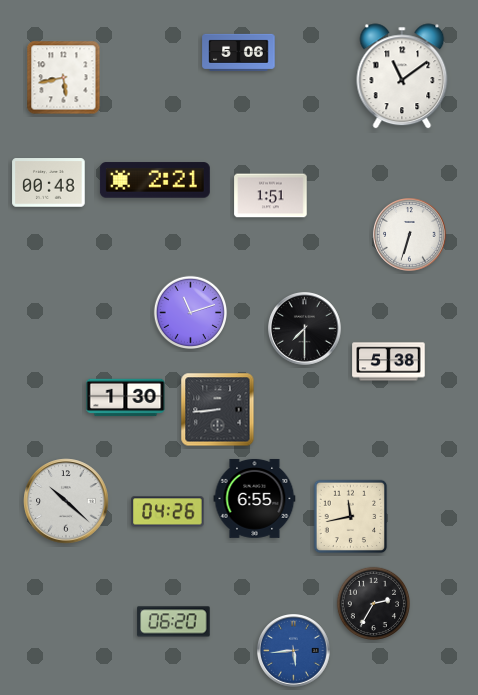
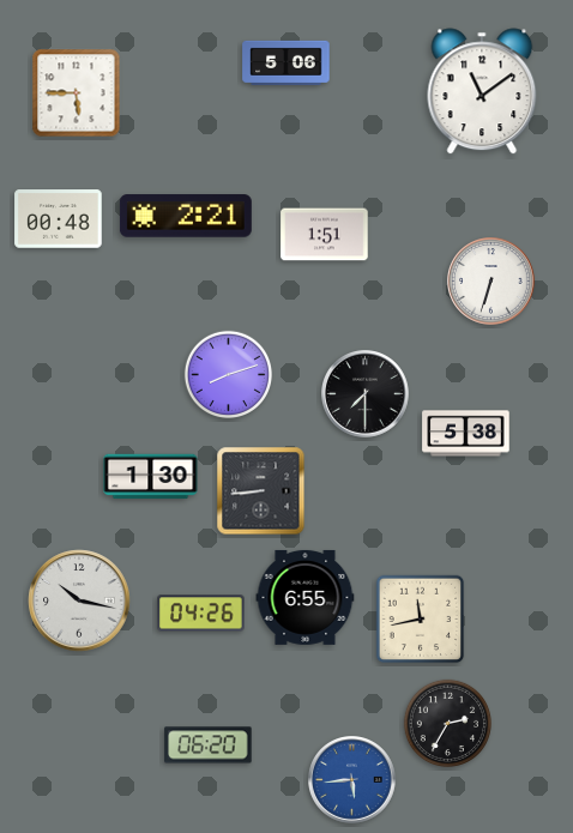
clock at (64, 78): 5:43 -> 5:45
clock at (190, 312): 11:12 -> 8:12
clock at (66, 501): 10:22 -> 10:17
